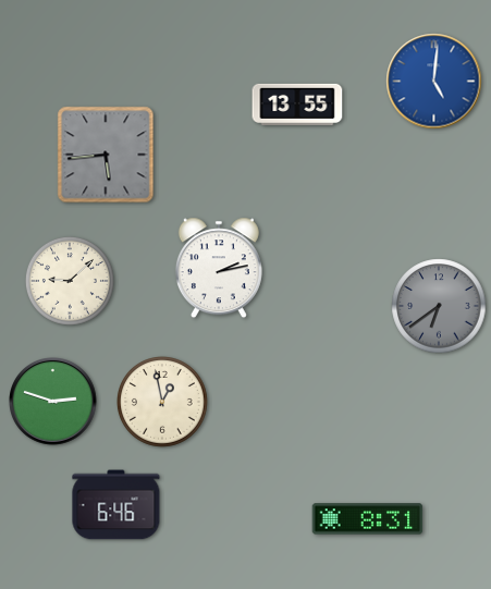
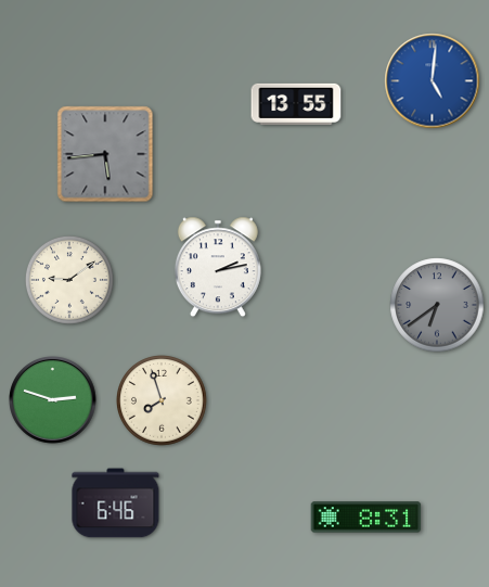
clock at (70, 281): 9:08 -> 9:09
clock at (163, 403): 12:58 -> 7:57
